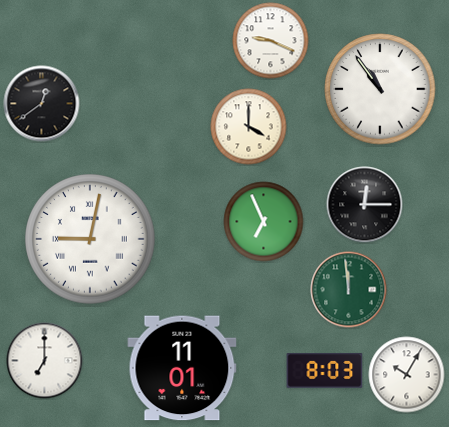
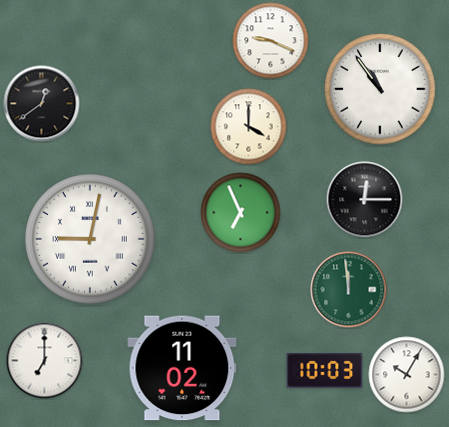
clock at (365, 205) position: (365, 205) -> (365, 200)
clock at (264, 222) position: (264, 222) -> (241, 213)
clock at (182, 368): 11:01 -> 11:02
clock at (325, 371): 8:03 -> 10:03
